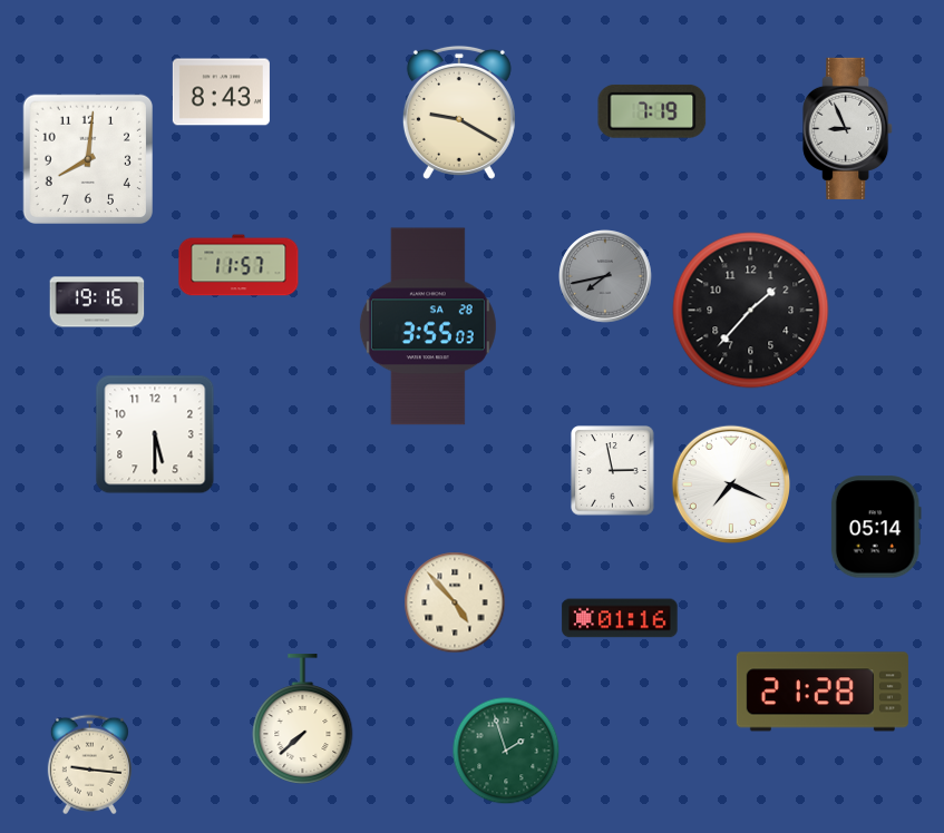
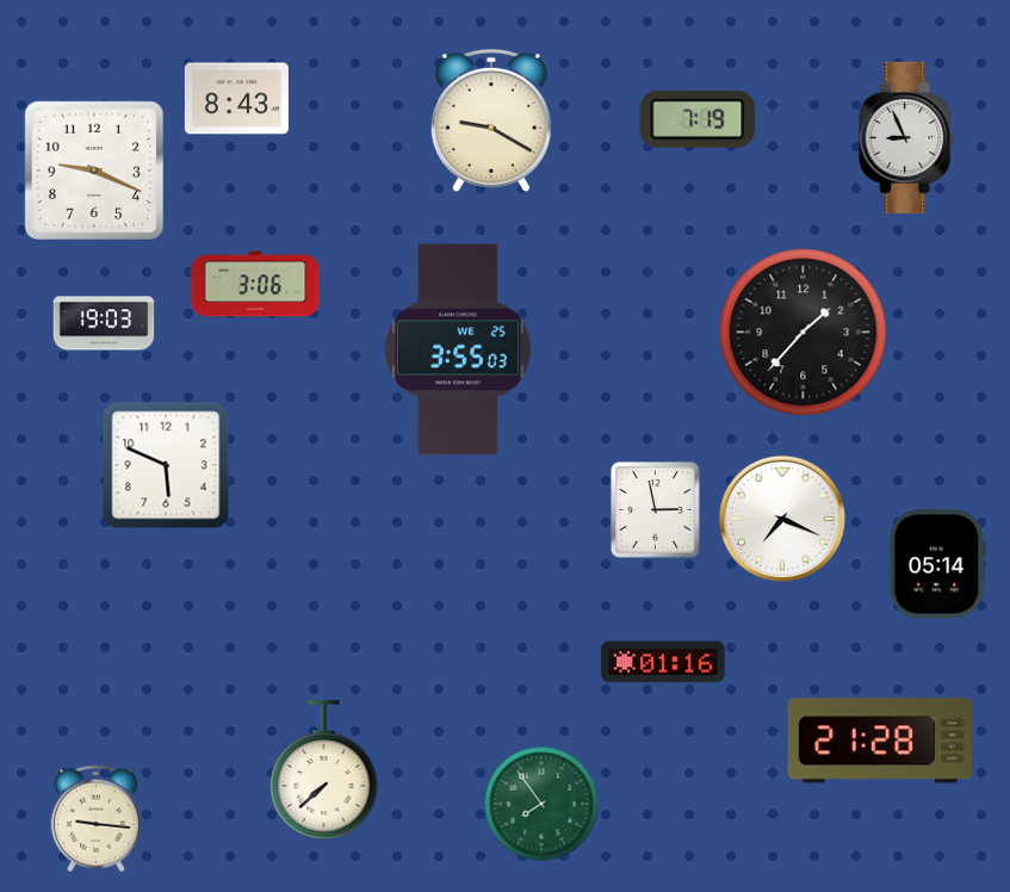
clock at (87, 158): 8:01 -> 9:19
clock at (239, 265): 11:57 -> 3:06
clock at (605, 276): 7:43 -> none
clock at (97, 302): 19:16 -> 19:03
clock at (428, 326) date: SA 28 -> WE 25
clock at (155, 434): 5:30 -> 5:49
clock at (613, 471) position: (613, 471) -> (656, 510)
clock at (455, 602): 4:53 -> none
clock at (506, 751): 1:57 -> 7:54
